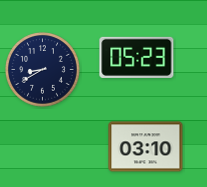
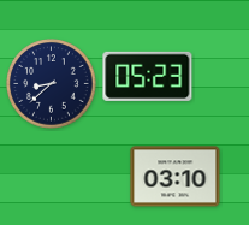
clock at (137, 57) position: (137, 57) -> (148, 76)
clock at (43, 70): 8:40 -> 8:38
